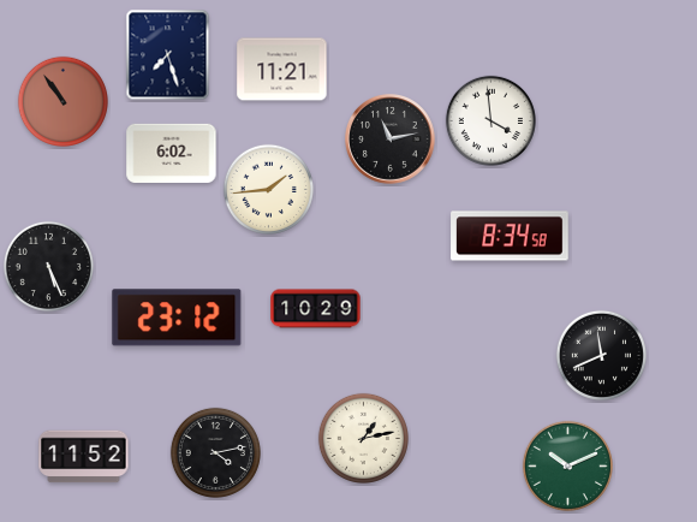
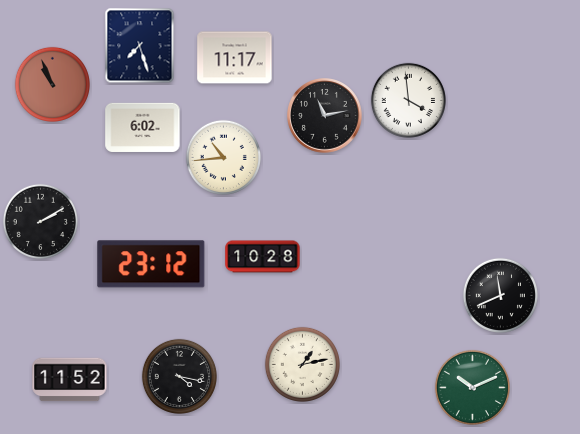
clock at (282, 70): 11:21 -> 11:17
clock at (62, 101): 10:54 -> 10:56
clock at (268, 189): 1:44 -> 10:44
clock at (510, 236): 8:34 -> none
clock at (48, 266): 5:26 -> 2:10
clock at (316, 309): 10:29 -> 10:28
clock at (177, 318) position: (177, 318) -> (151, 264)
clock at (215, 452): 4:13 -> 4:17
